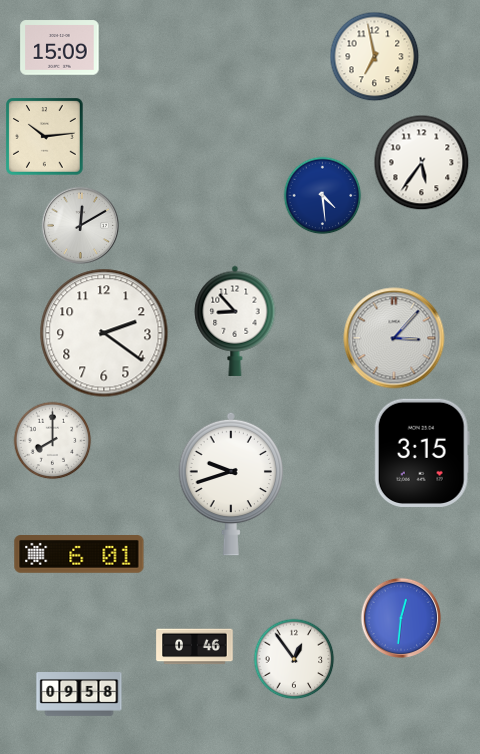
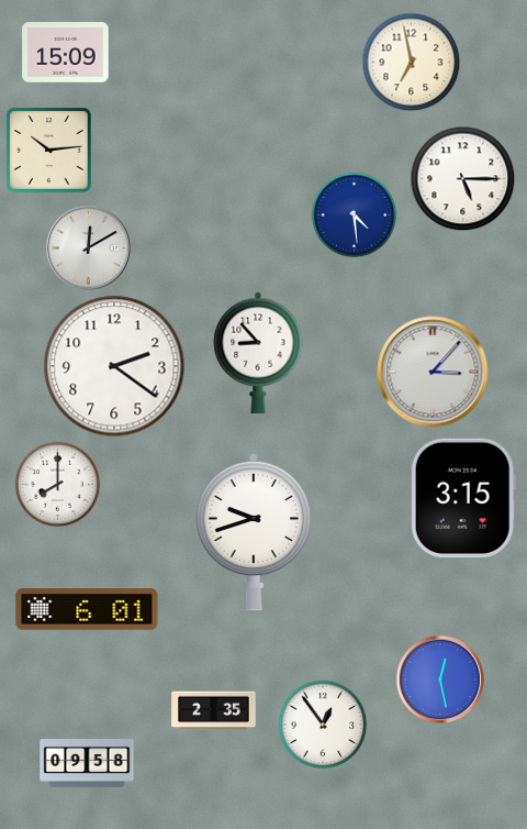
clock at (421, 162): 5:36 -> 5:15
clock at (401, 618): 12:31 -> 12:28
clock at (195, 647): 0:46 -> 2:35
